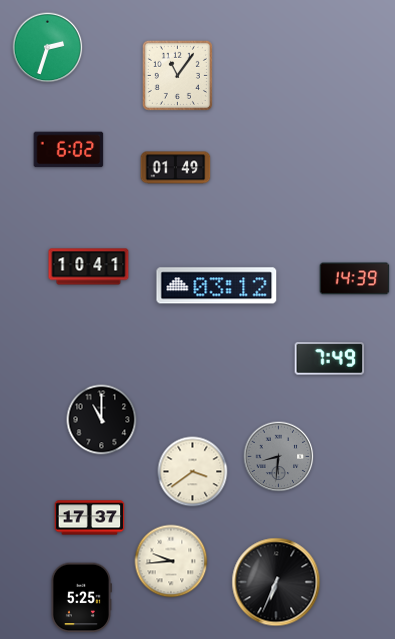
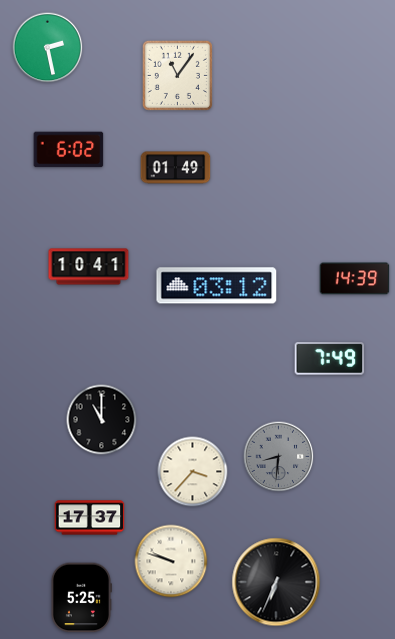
clock at (48, 48): 2:33 -> 2:28
clock at (193, 472): 3:39 -> 3:37
clock at (171, 561): 9:44 -> 9:48
